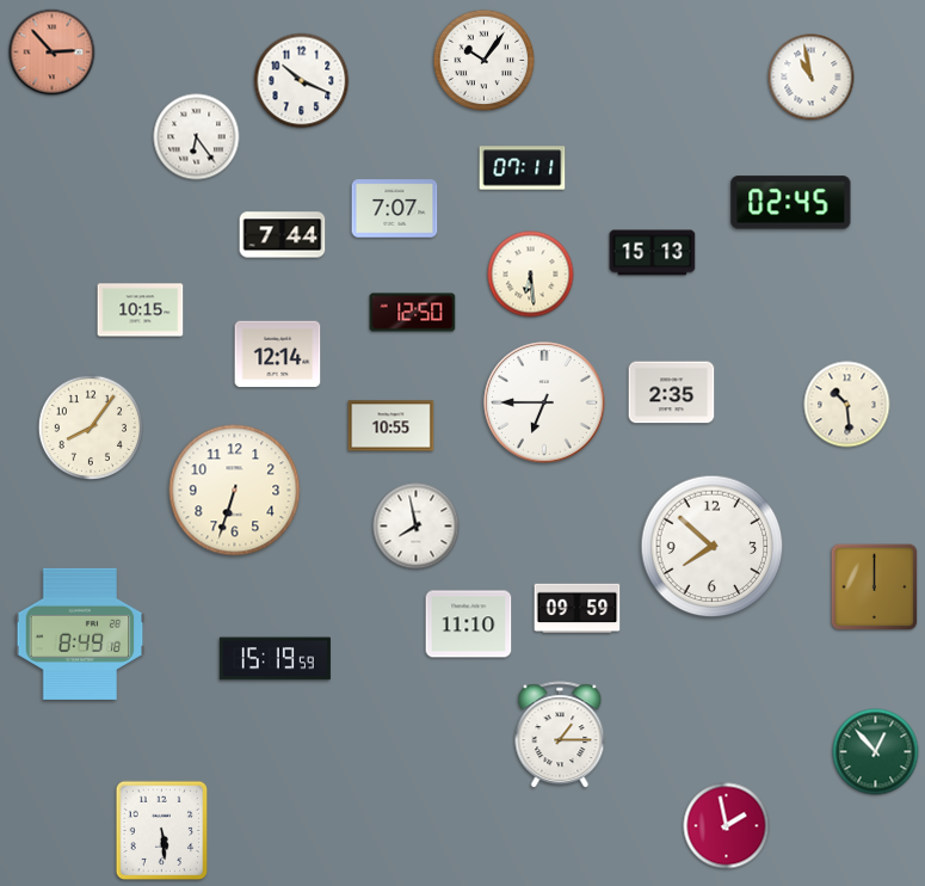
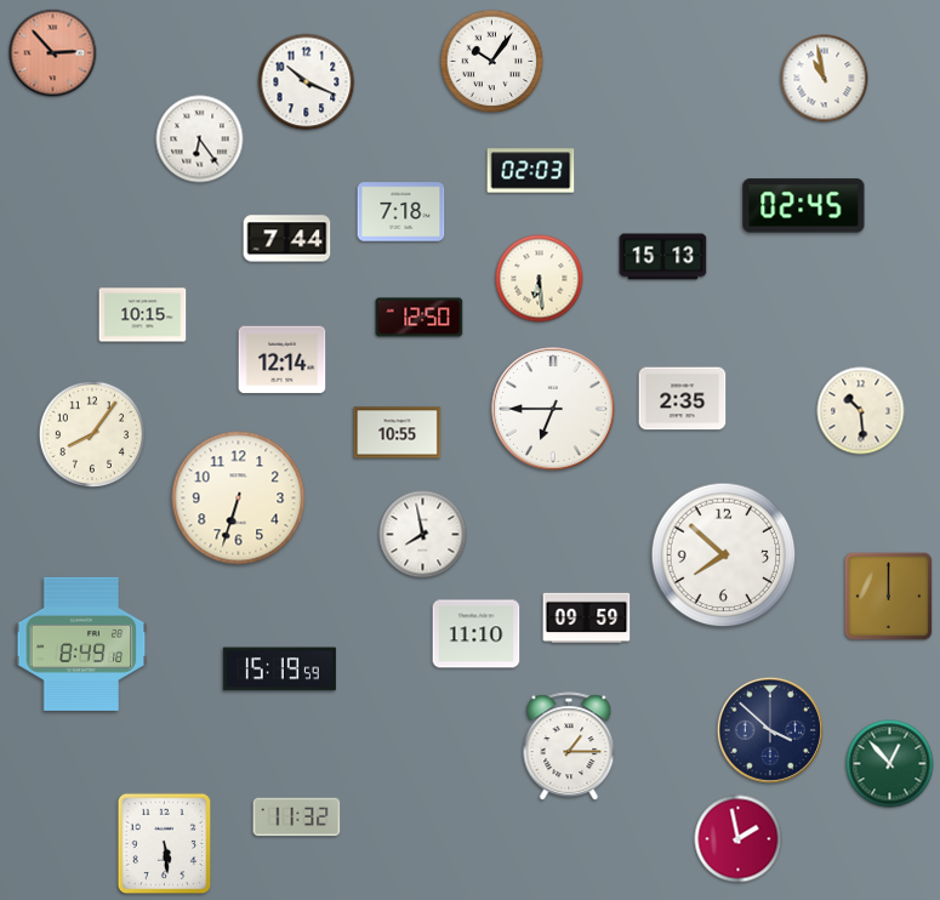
clock at (523, 168): 07:11 -> 02:03
clock at (395, 209): 7:07 -> 7:18
clock at (769, 729): none -> 3:52
clock at (297, 818): none -> 11:32
